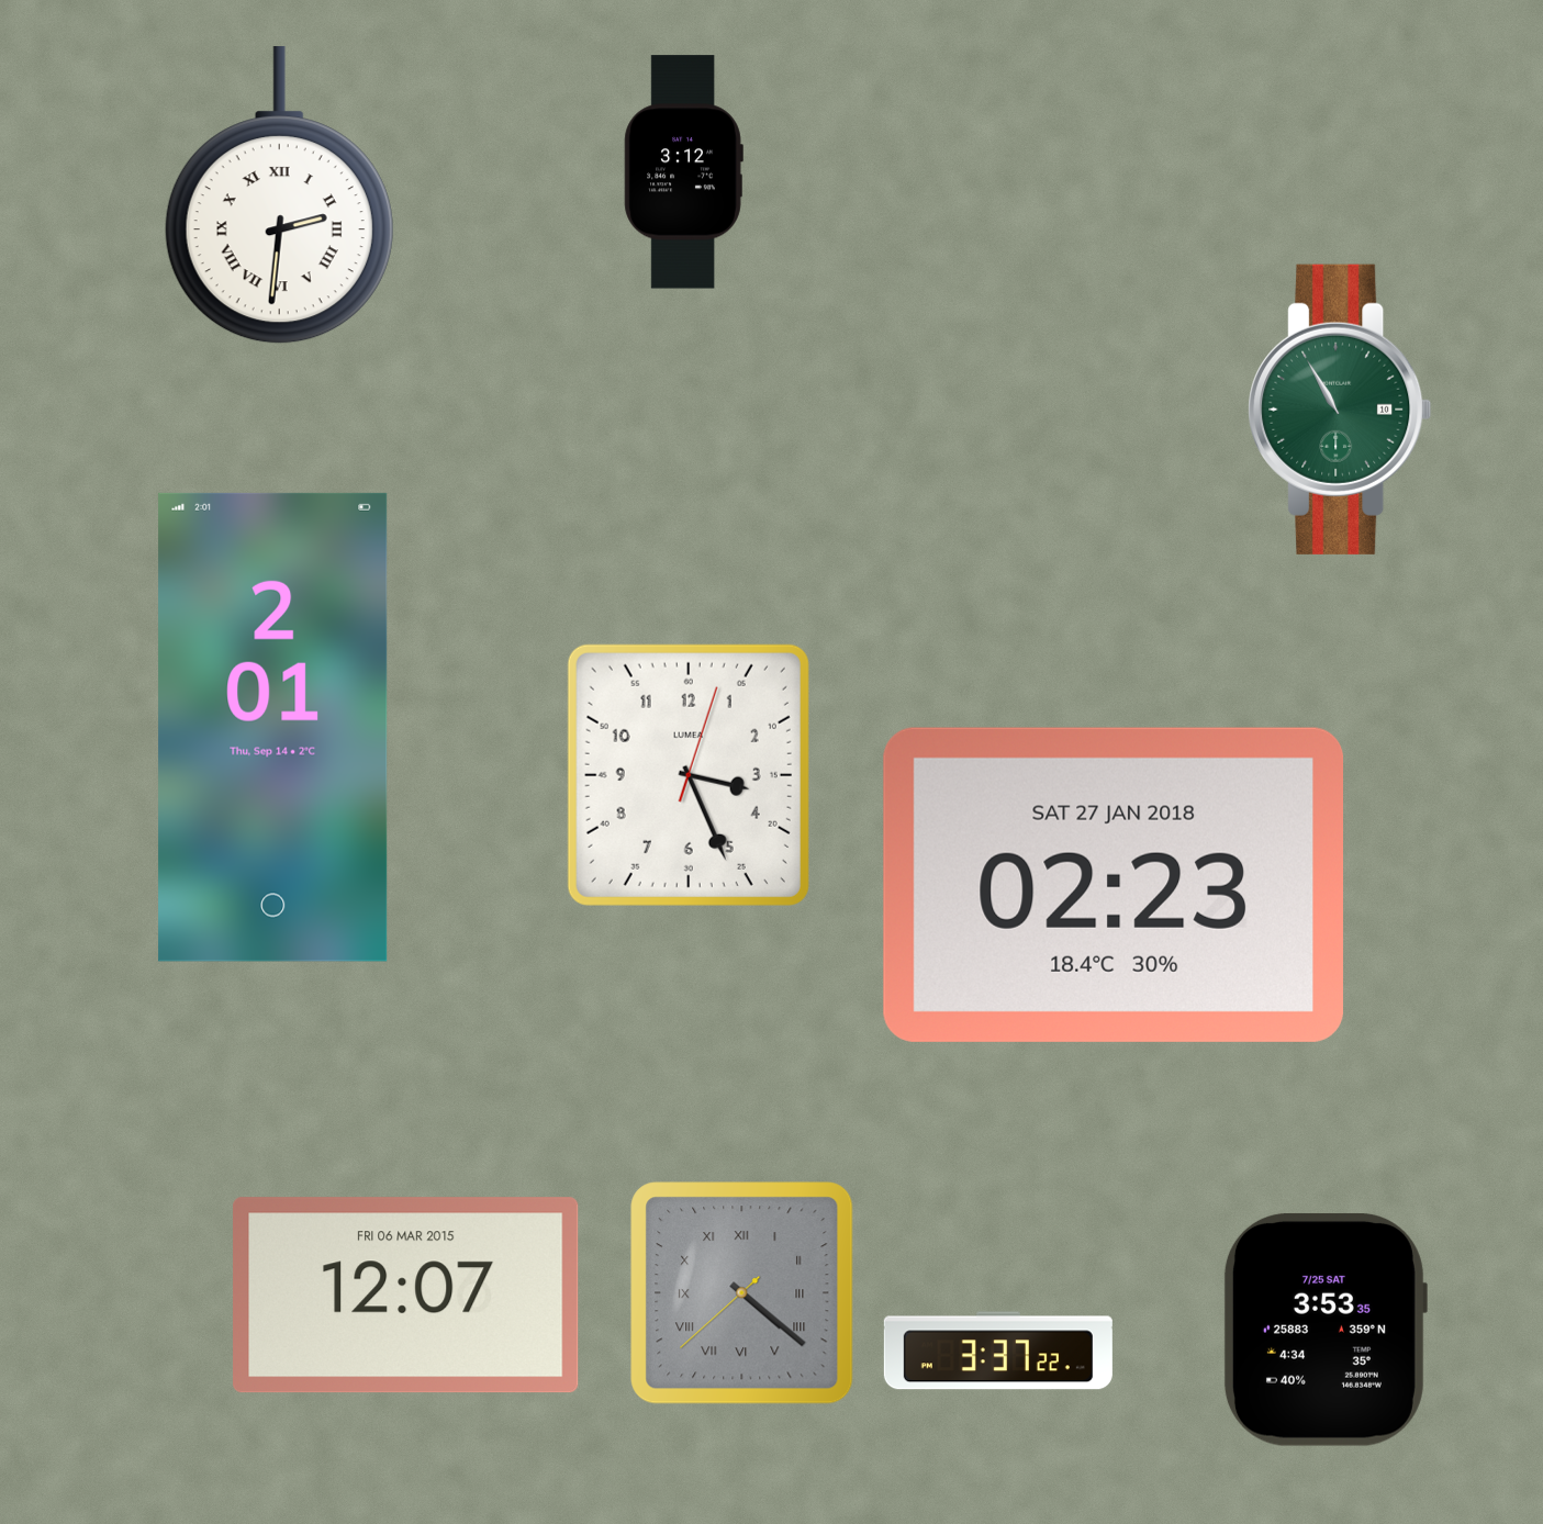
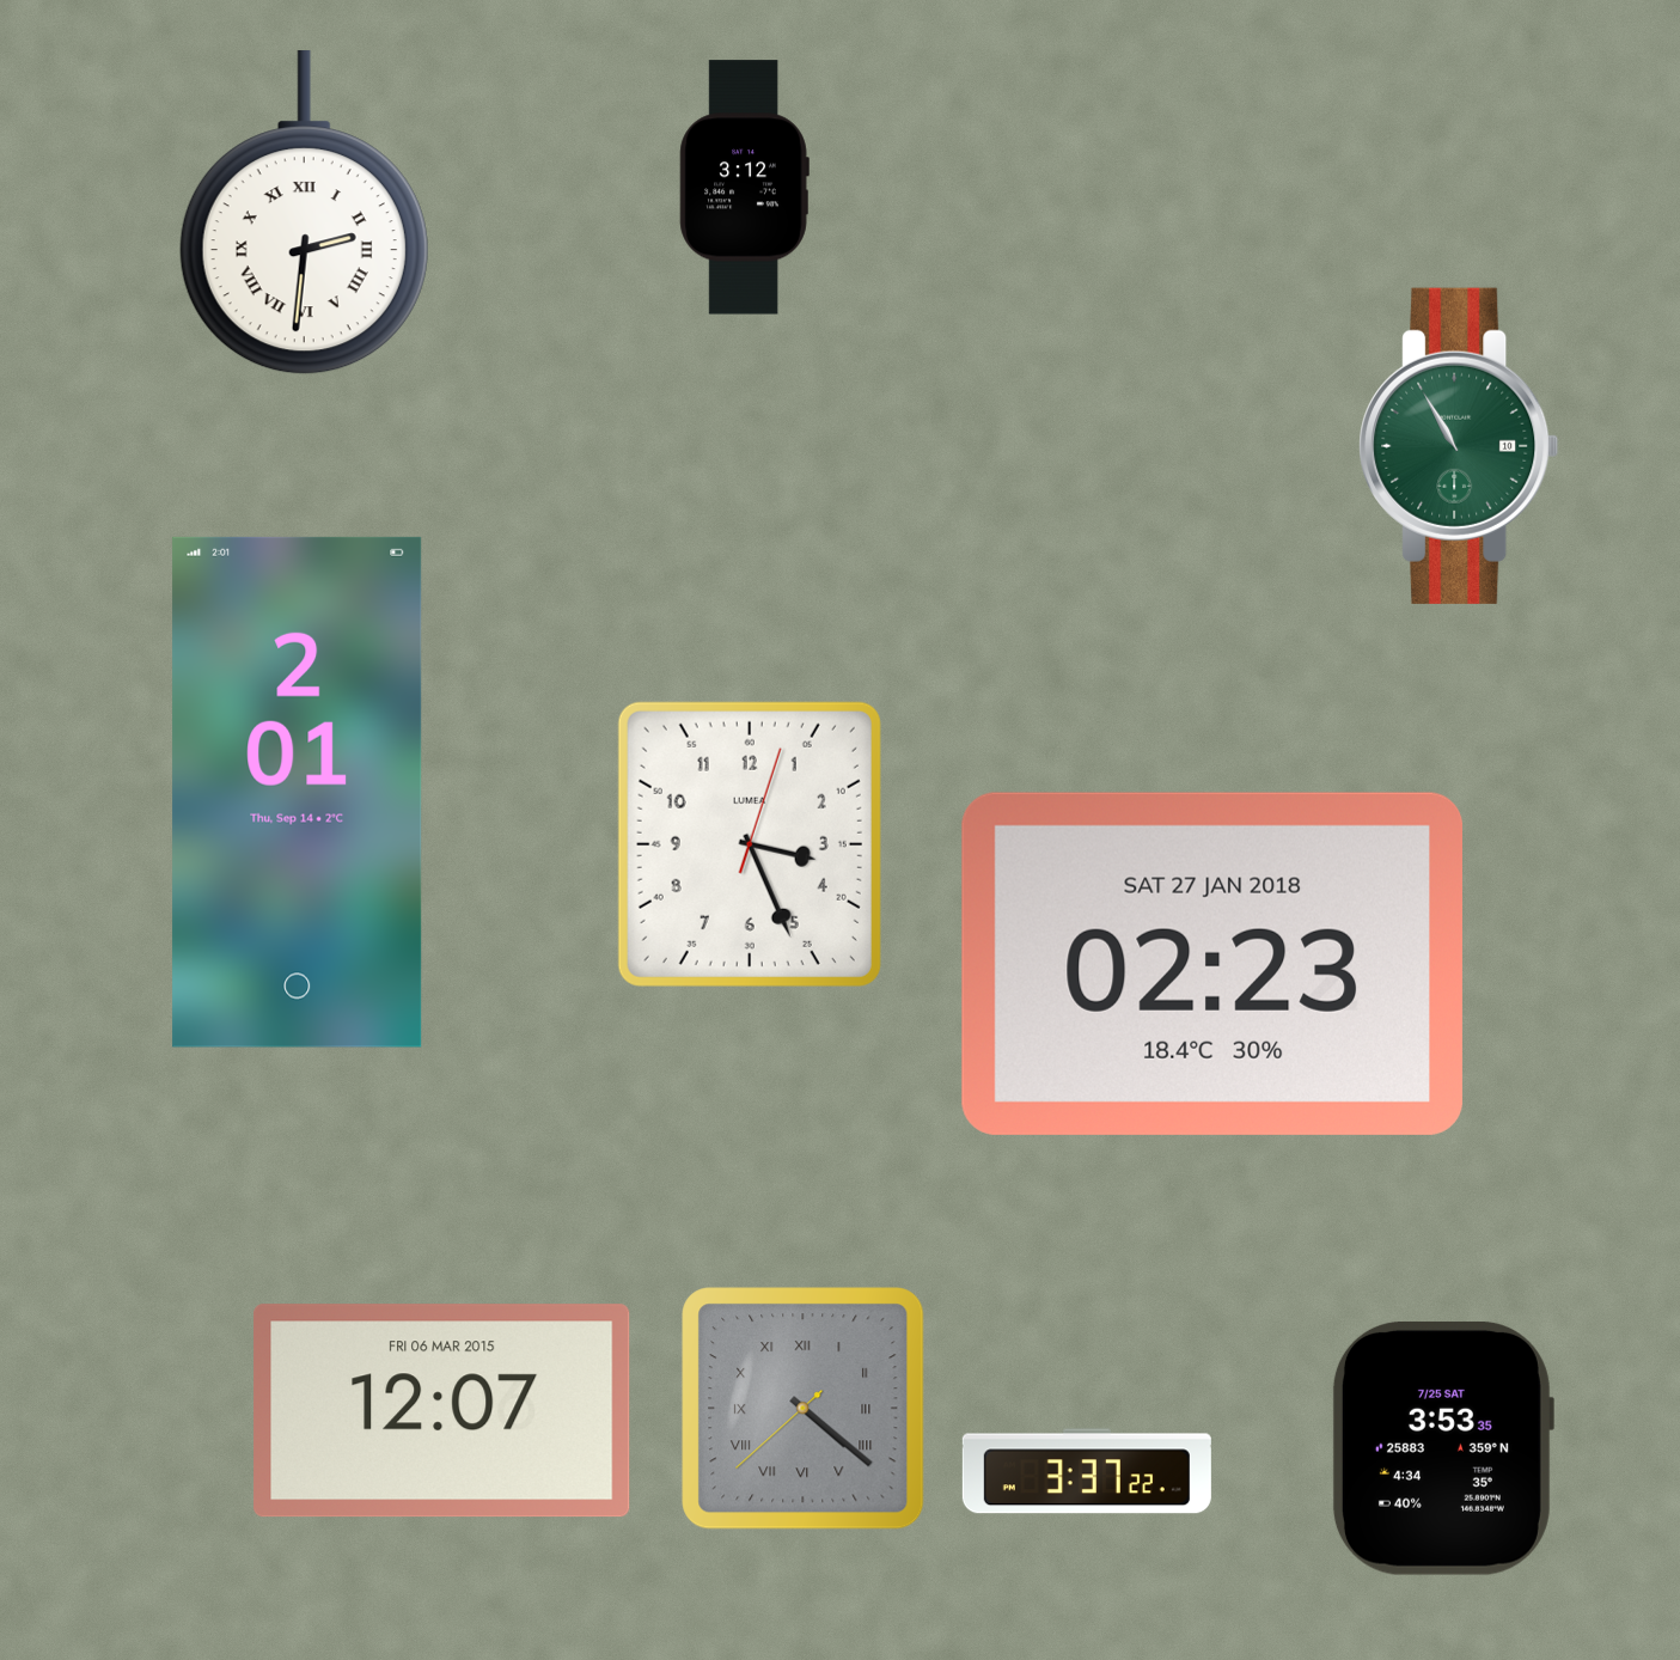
clock at (742, 1293) position: (742, 1293) -> (804, 1409)
